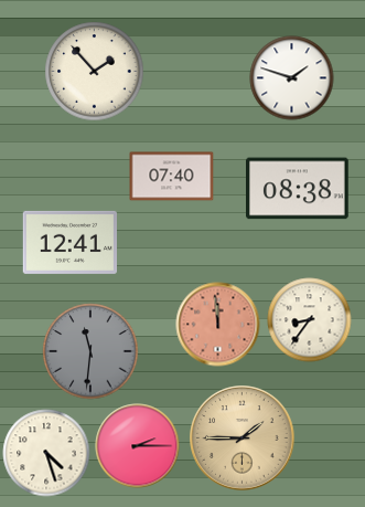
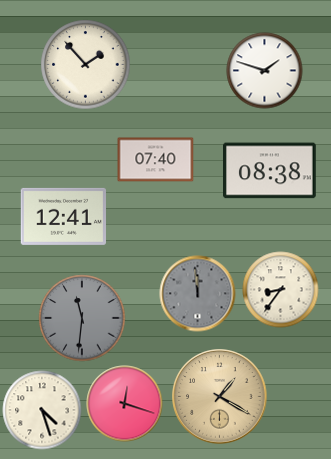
clock at (69, 242) position: (69, 242) -> (63, 216)
clock at (218, 325) dial: salmon -> grey
clock at (243, 439): 1:45 -> 1:20
clock at (138, 446): 2:15 -> 12:18
